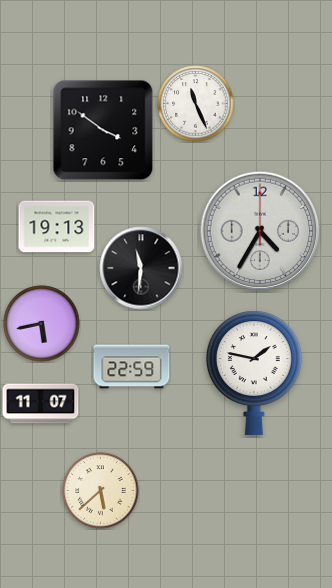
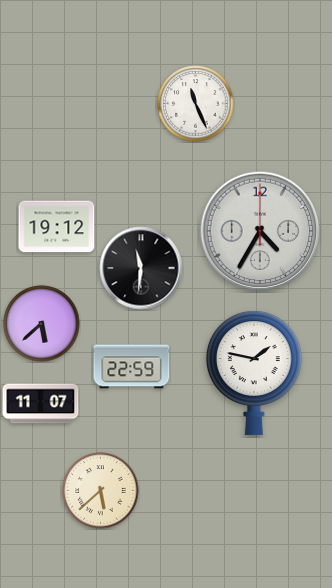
clock at (103, 130): 3:51 -> none
clock at (57, 227): 19:13 -> 19:12
clock at (42, 324): 5:43 -> 5:38
